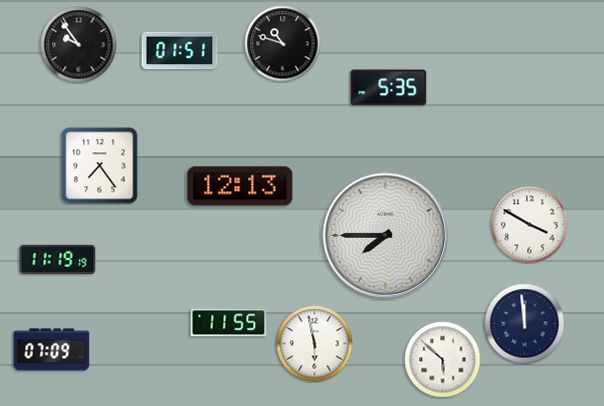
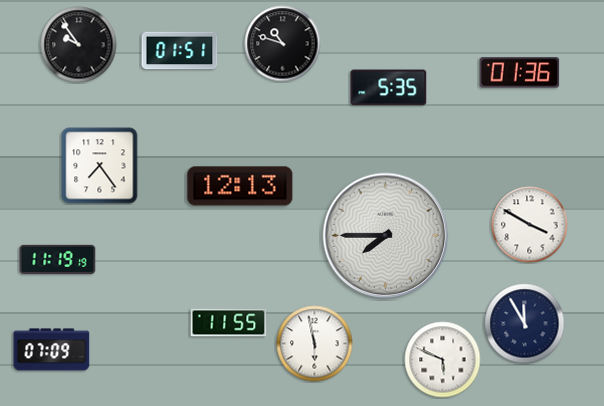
clock at (520, 73): none -> 01:36
clock at (525, 324): 11:59 -> 11:55
clock at (443, 360): 5:52 -> 5:49
